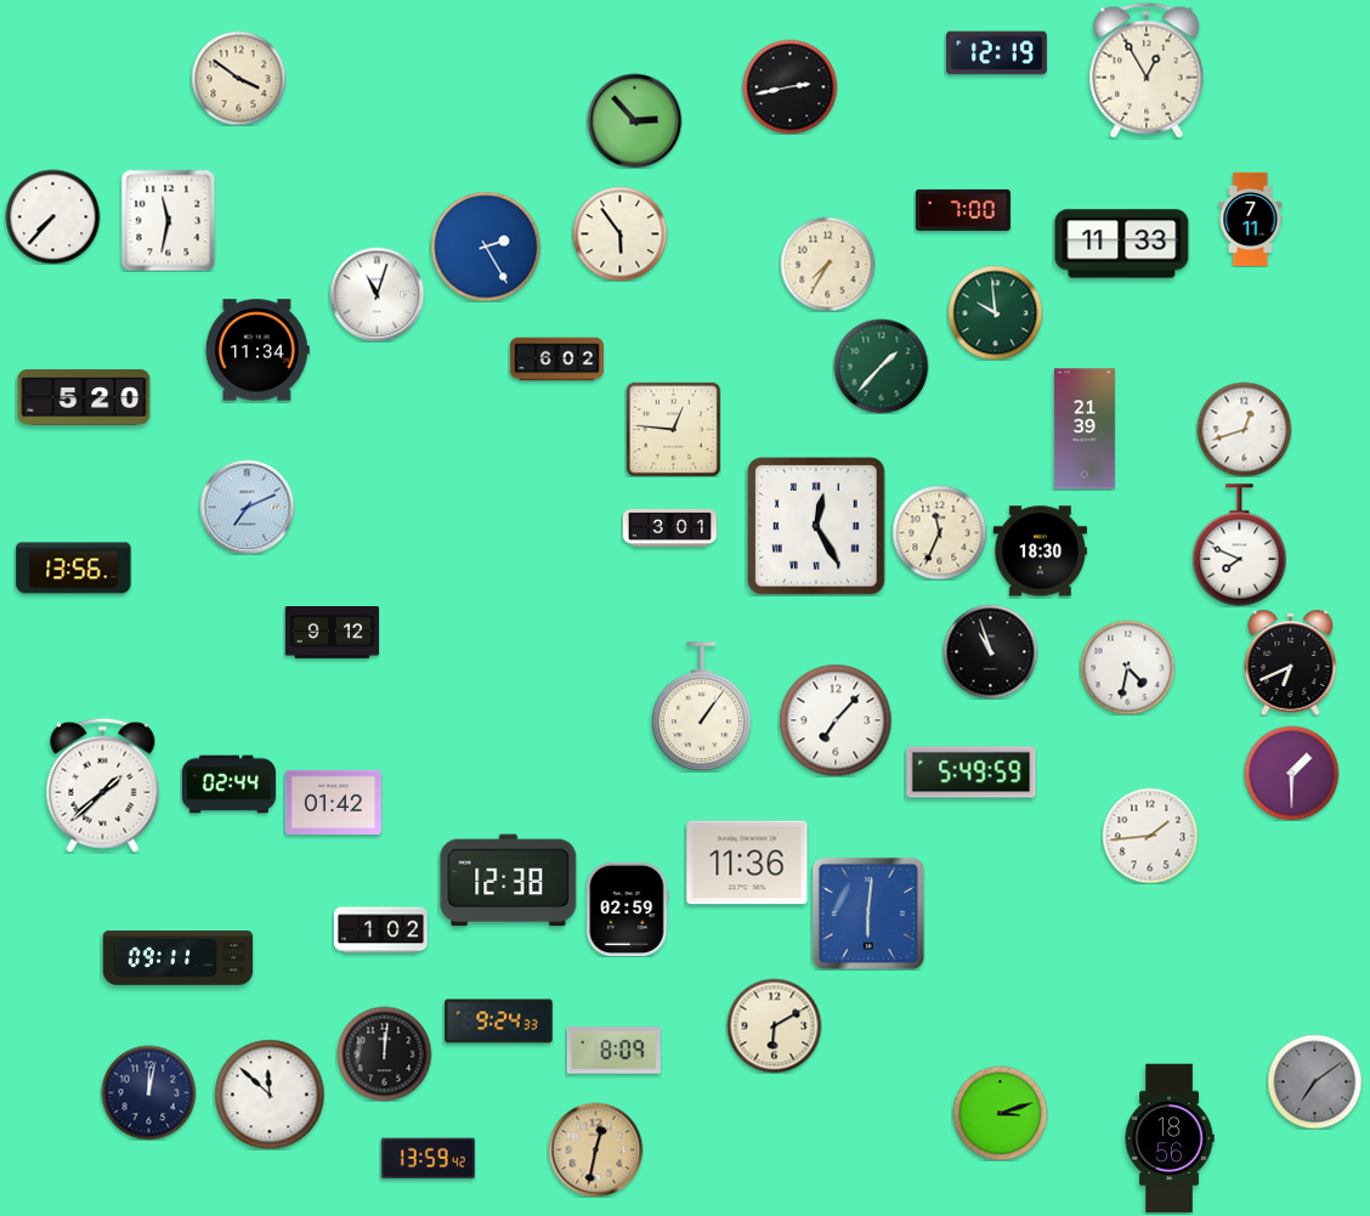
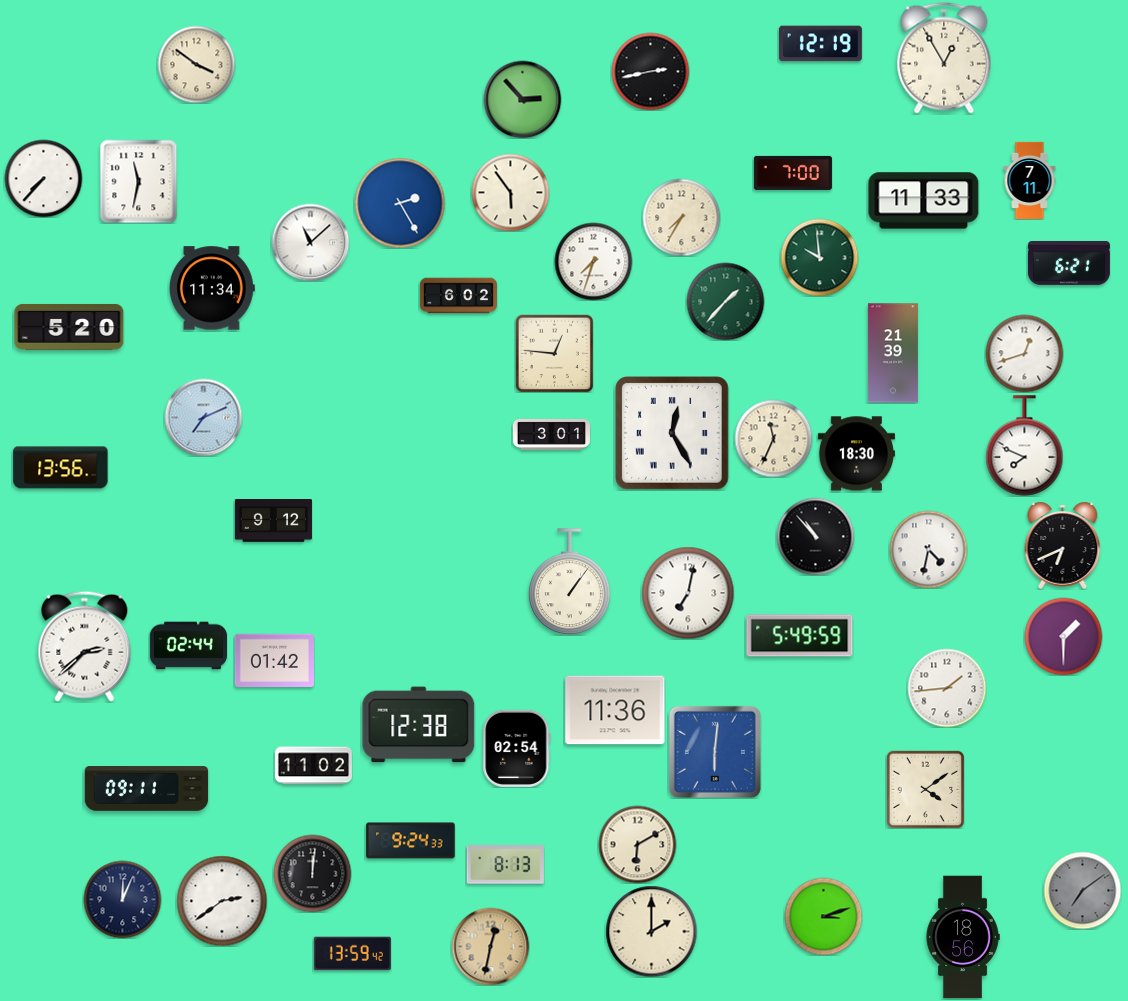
clock at (377, 294): 11:03 -> 11:08
clock at (593, 261): none -> 7:33
clock at (1069, 263): none -> 6:21
clock at (1240, 545) position: (1240, 545) -> (1025, 446)
clock at (990, 651): 10:57 -> 10:53
clock at (702, 706) position: (702, 706) -> (570, 581)
clock at (836, 720): 7:07 -> 7:02
clock at (103, 785): 1:38 -> 2:38
clock at (628, 909): 02:59 -> 02:54
clock at (380, 931): 1:02 -> 11:02
clock at (925, 789): none -> 4:09
clock at (613, 1051): 8:09 -> 8:13
clock at (384, 1053) position: (384, 1053) -> (312, 873)
clock at (148, 1092): 12:02 -> 12:04
clock at (270, 1095): 11:52 -> 2:39
clock at (651, 931): none -> 2:00
